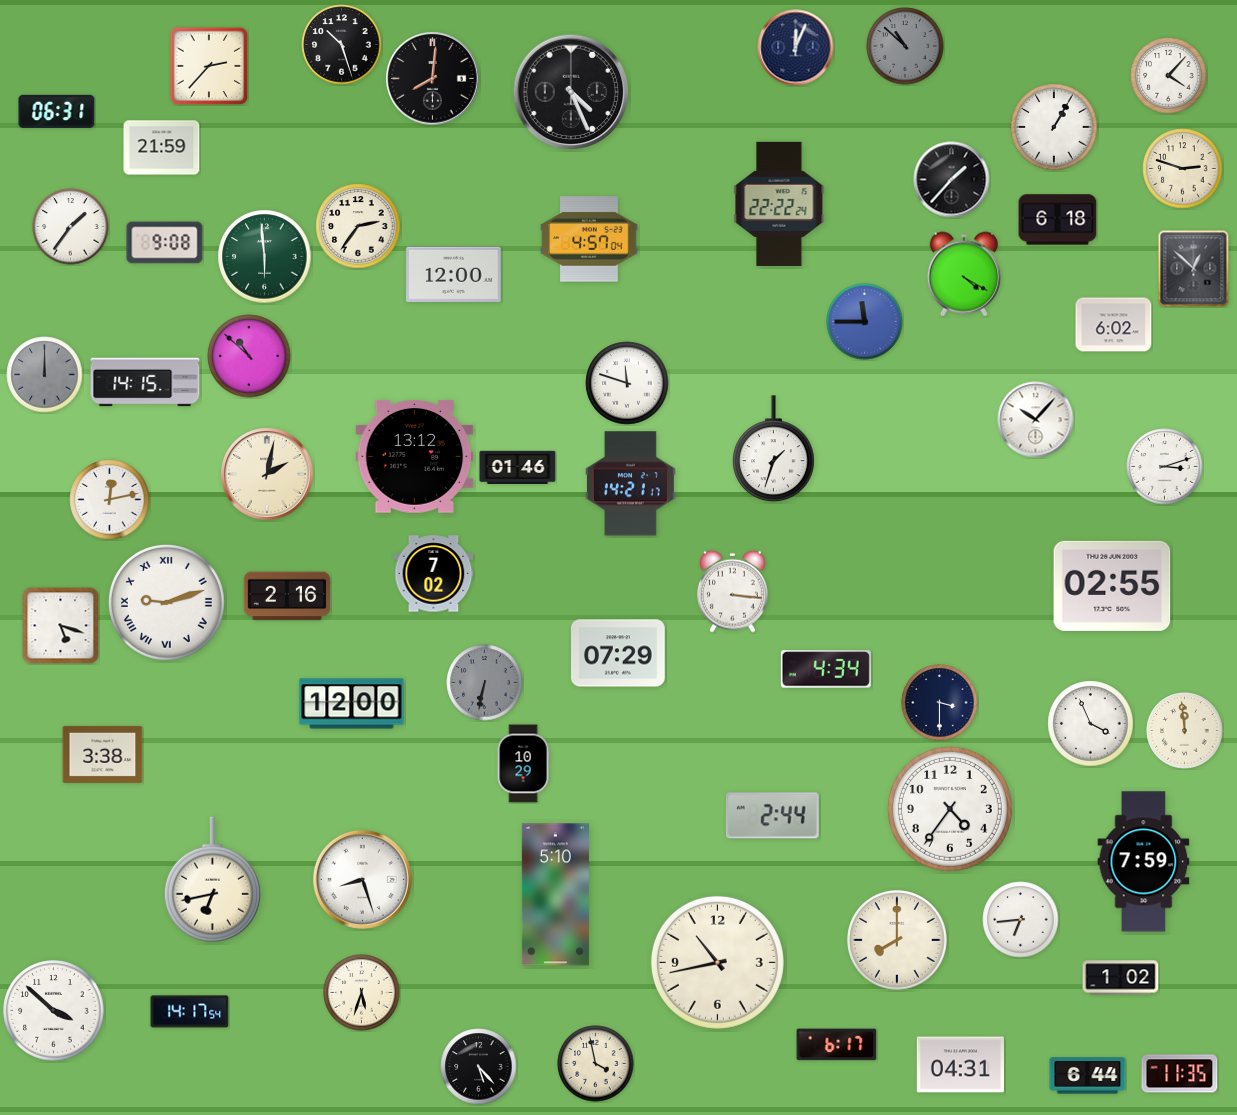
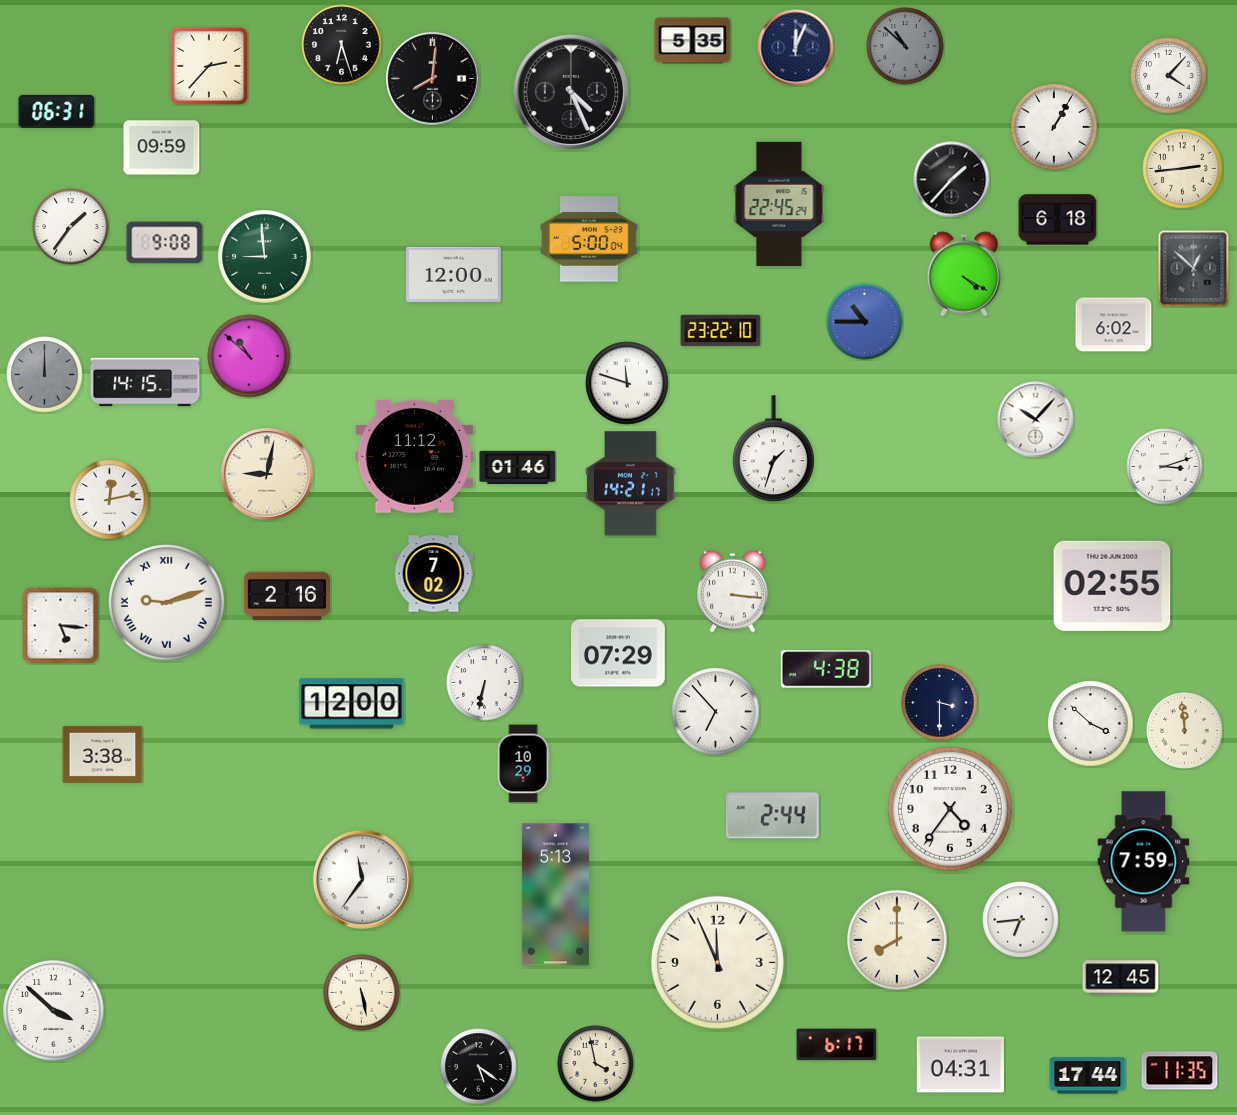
clock at (693, 41): none -> 5:35
clock at (342, 45): 10:27 -> 6:27
clock at (162, 148): 21:59 -> 09:59
clock at (1183, 169): 2:48 -> 2:44
clock at (779, 204): 22:22 -> 22:45
clock at (358, 226): 2:36 -> none
clock at (589, 239): 4:57 -> 5:00
clock at (265, 257): 5:59 -> 8:59
clock at (865, 322): 11:45 -> 10:45
clock at (721, 331): none -> 23:22
clock at (415, 457): 13:12 -> 11:12
clock at (267, 474): 2:02 -> 9:02
clock at (61, 626): 5:18 -> 5:16
clock at (826, 669): 4:34 -> 4:38
clock at (485, 683) dial: grey -> white
clock at (716, 712): none -> 6:53
clock at (1091, 724): 3:56 -> 3:52
clock at (362, 879): 8:27 -> 11:36
clock at (212, 880): 6:43 -> none
clock at (555, 895): 5:10 -> 5:13
clock at (717, 962): 10:43 -> 11:56
clock at (1121, 978): 1:02 -> 12:45
clock at (362, 993): 5:33 -> 5:28
clock at (190, 1012): 14:17 -> none
clock at (479, 1067): 5:23 -> 5:21
clock at (1180, 1074) position: (1180, 1074) -> (1180, 1071)
clock at (1088, 1076): 6:44 -> 17:44
